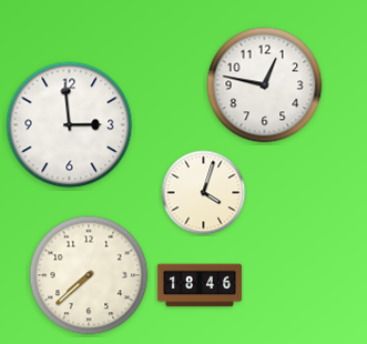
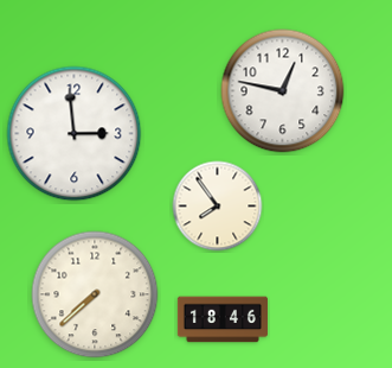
clock at (204, 193): 4:03 -> 7:54
clock at (200, 285) position: (200, 285) -> (223, 319)
